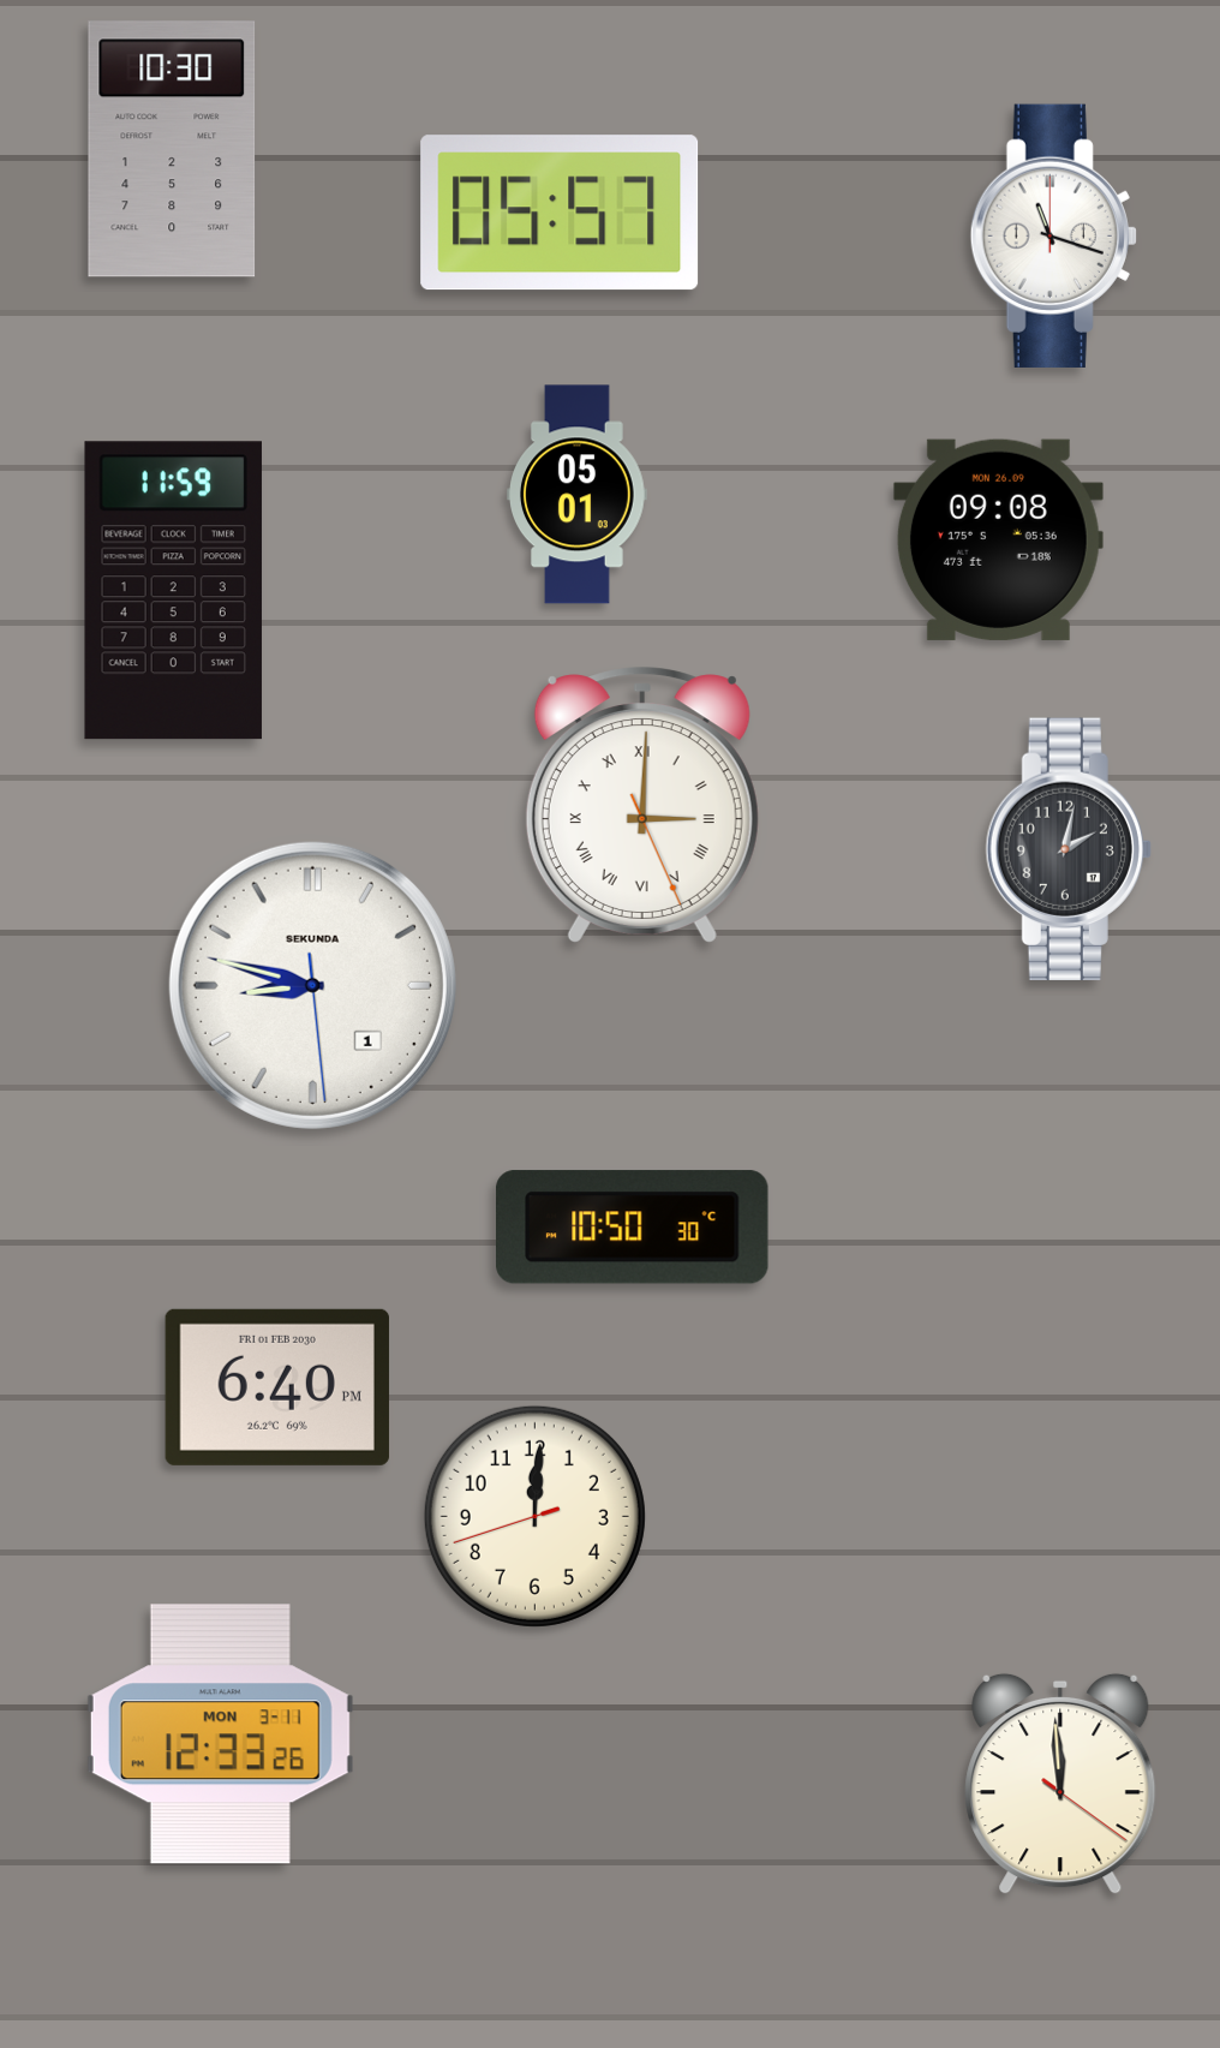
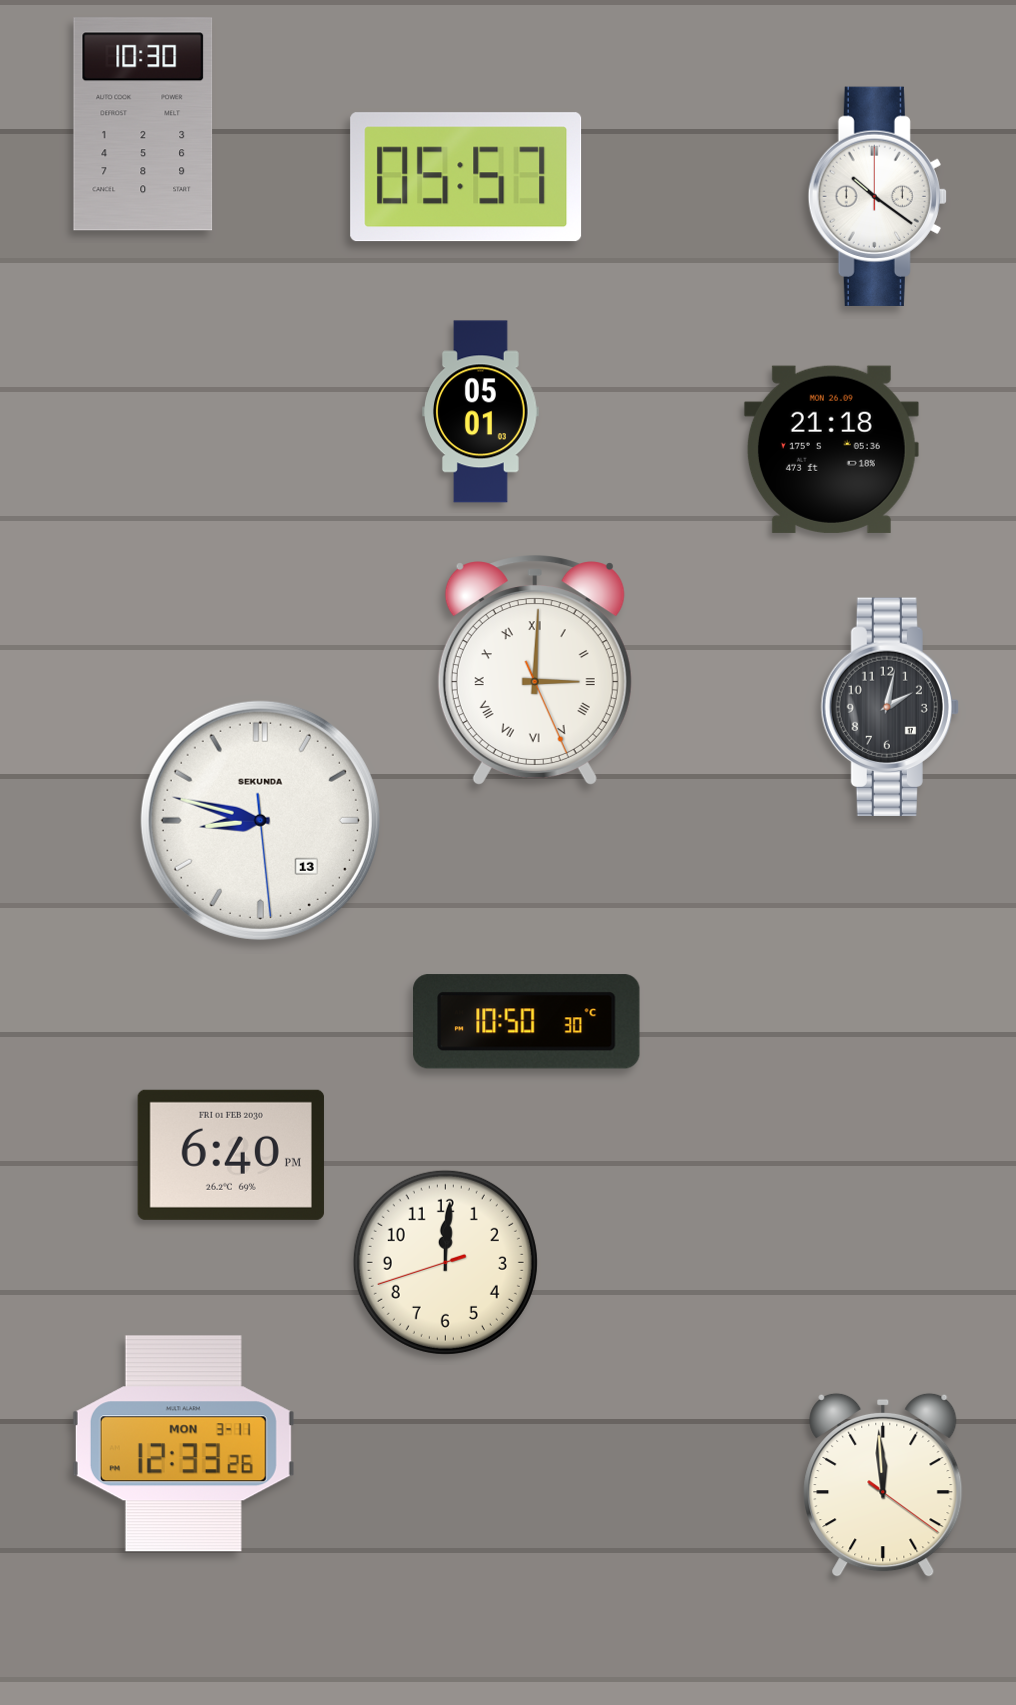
clock at (1053, 235): 11:18 -> 10:21
clock at (998, 539): 09:08 -> 21:18
clock at (173, 591): 11:59 -> none
clock at (312, 985) date: 1 -> 13
